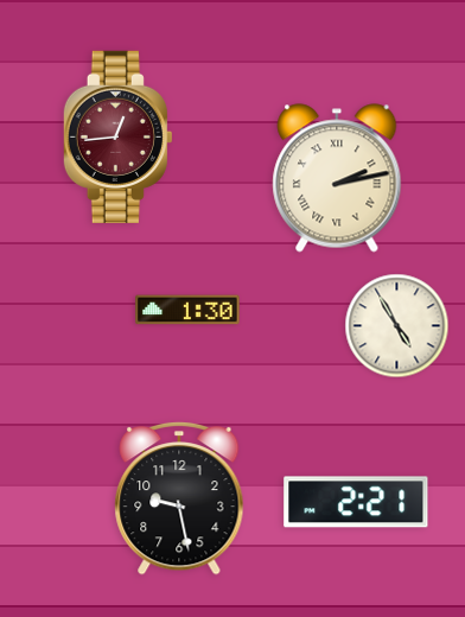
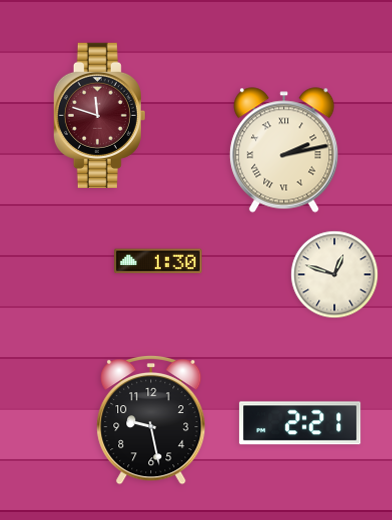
clock at (117, 136): 12:44 -> 11:48
clock at (397, 326): 4:55 -> 12:48
